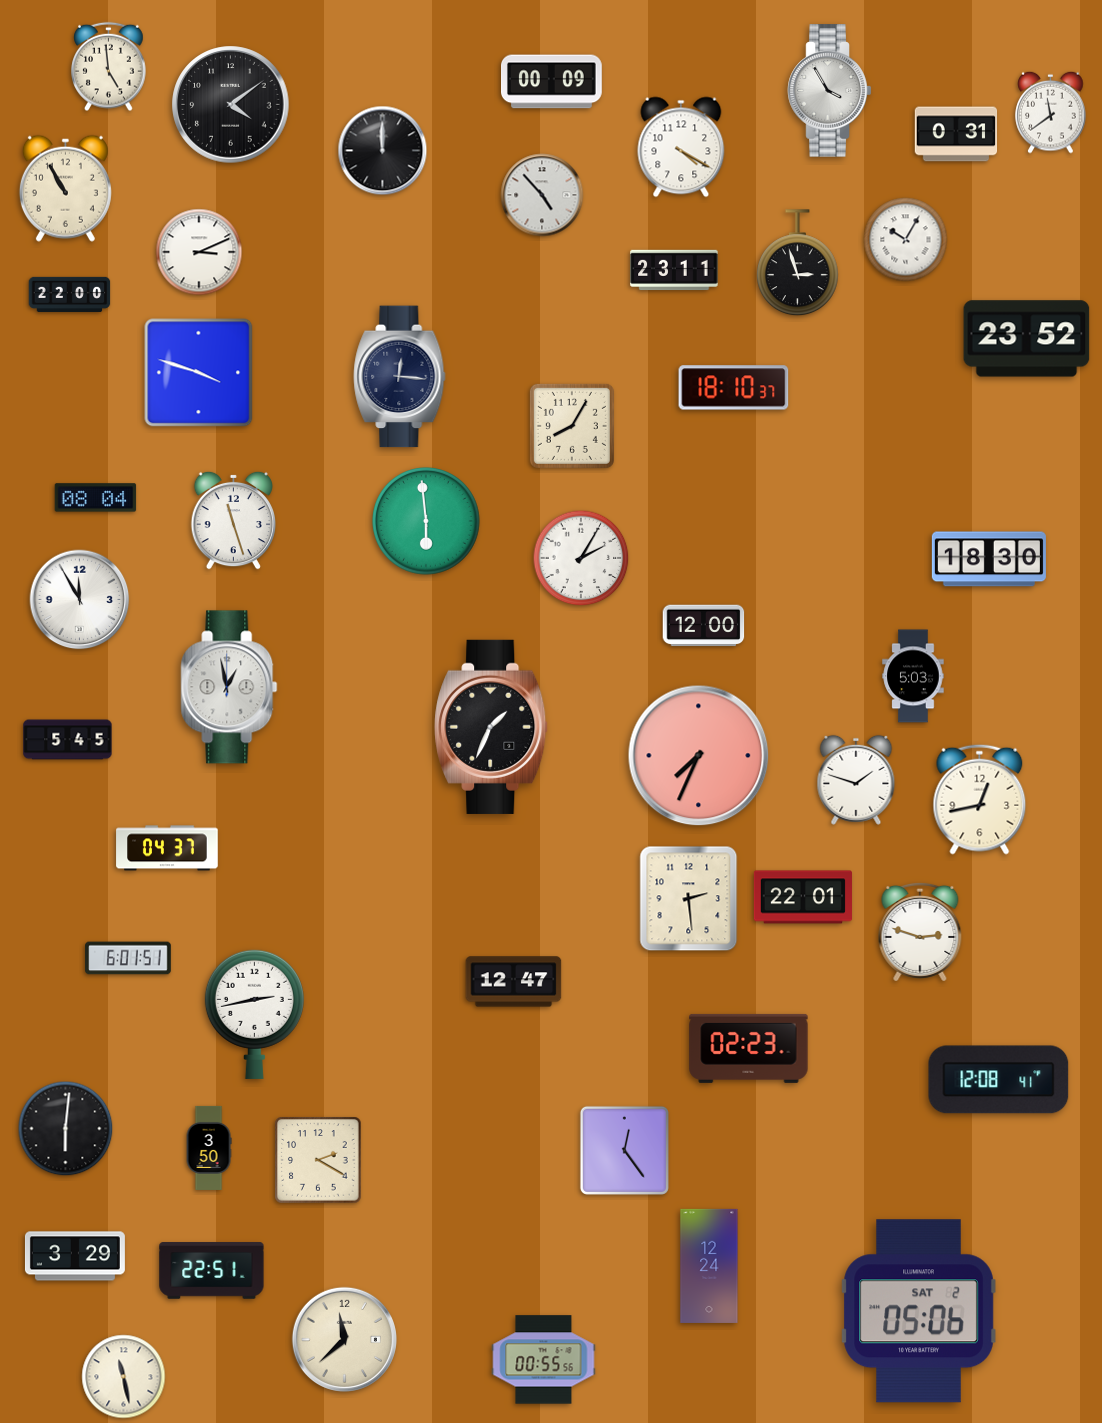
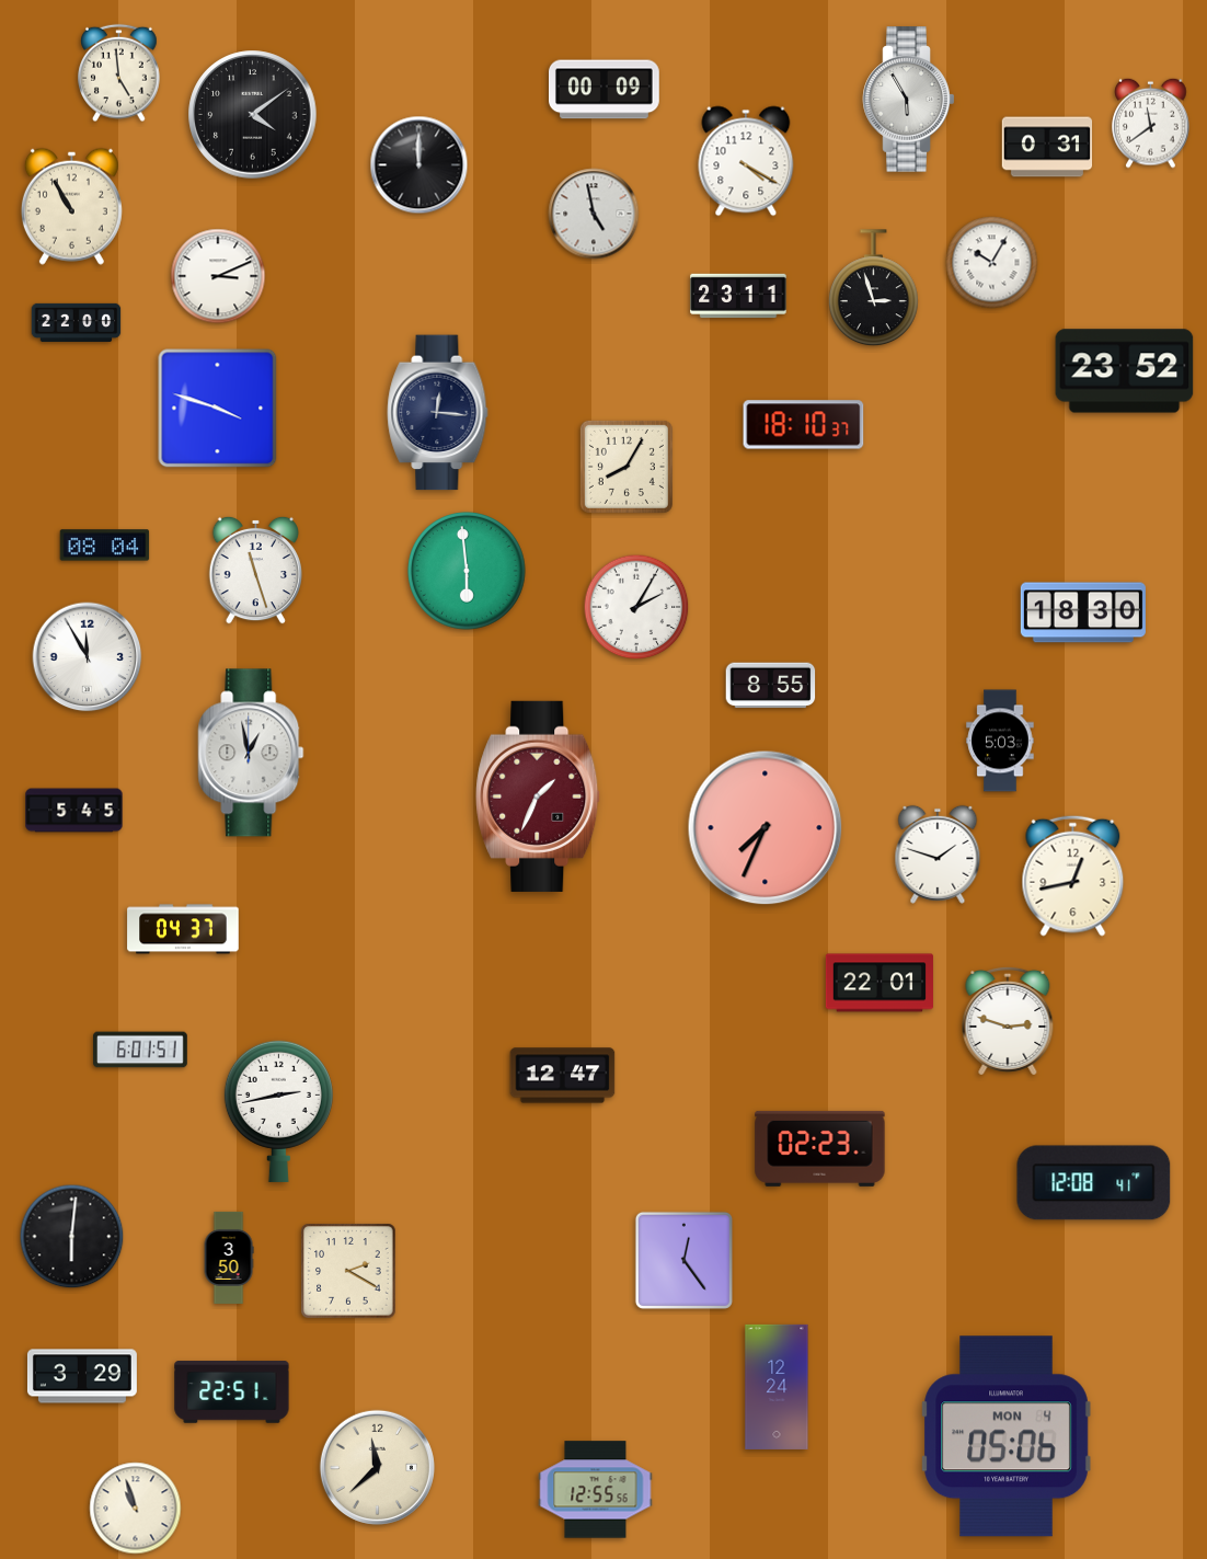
clock at (830, 91): 3:55 -> 5:55
clock at (542, 195): 4:53 -> 4:58
clock at (581, 558) position: (581, 558) -> (636, 607)
clock at (704, 626): 12:00 -> 8:55
clock at (492, 727) dial: black -> burgundy
clock at (689, 899): 2:29 -> none
clock at (919, 1311) date: SAT 2 -> MON 4
clock at (544, 1360): 00:55 -> 12:55
clock at (124, 1377): 11:28 -> 10:57
